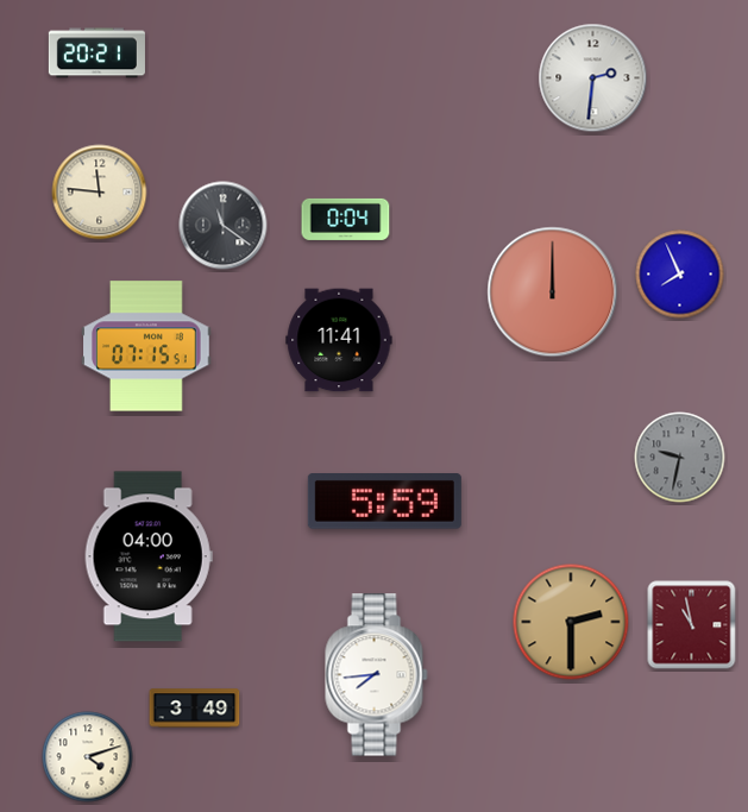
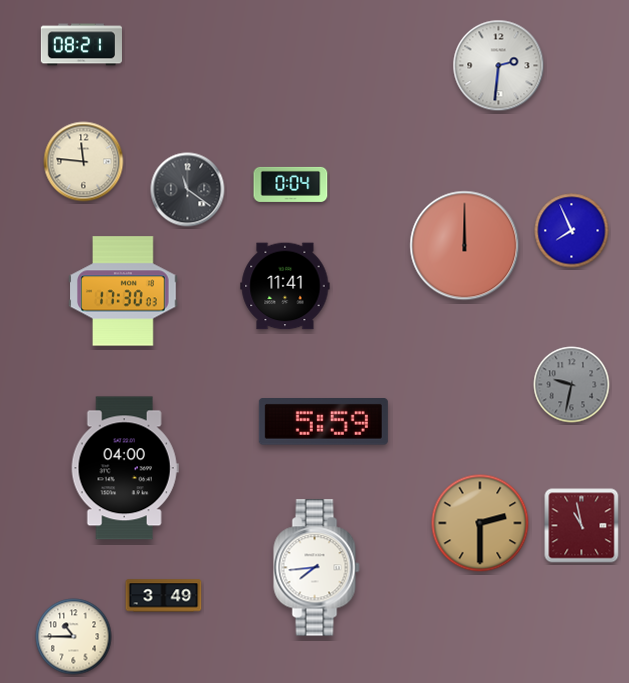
clock at (96, 53): 20:21 -> 08:21
clock at (146, 346): 07:15 -> 17:30
clock at (88, 757): 4:12 -> 10:45
